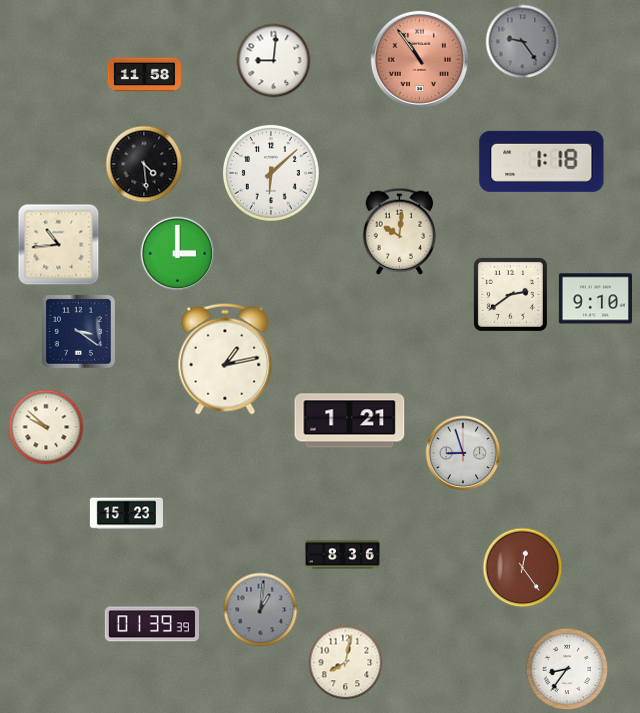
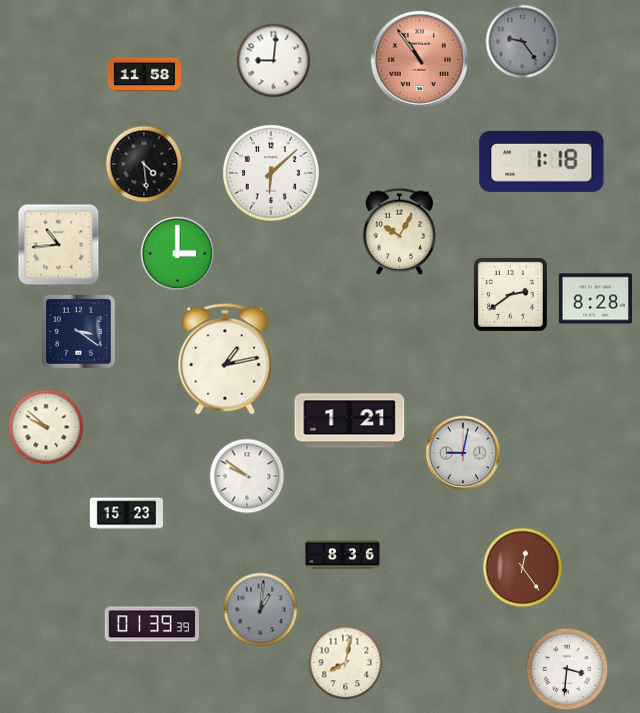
clock at (400, 231): 10:01 -> 10:05
clock at (595, 299): 9:10 -> 8:28
clock at (463, 453): 8:57 -> 9:02
clock at (247, 476): none -> 9:51
clock at (567, 669): 8:36 -> 3:31
